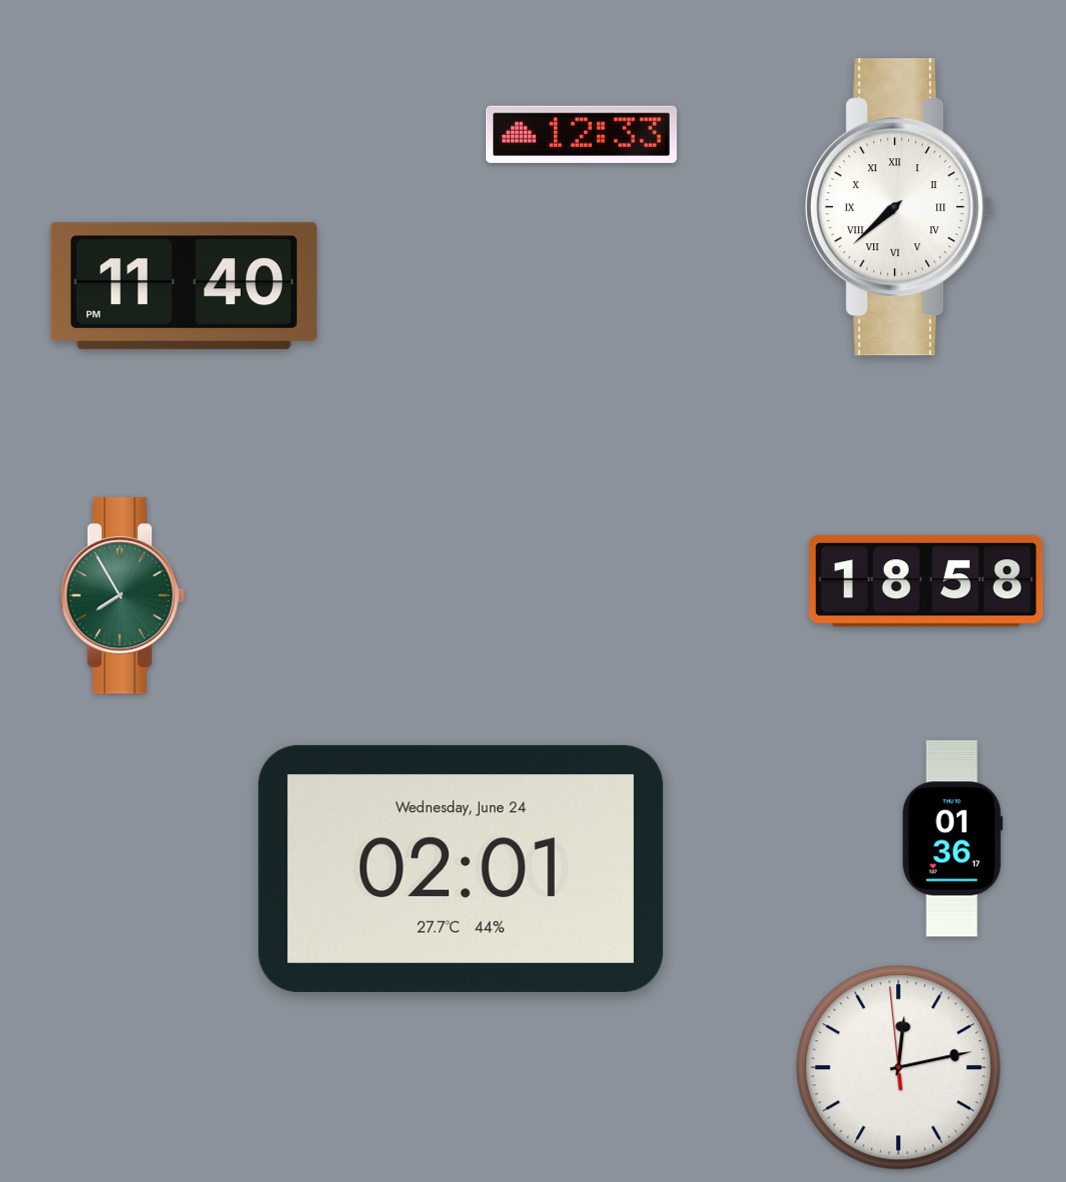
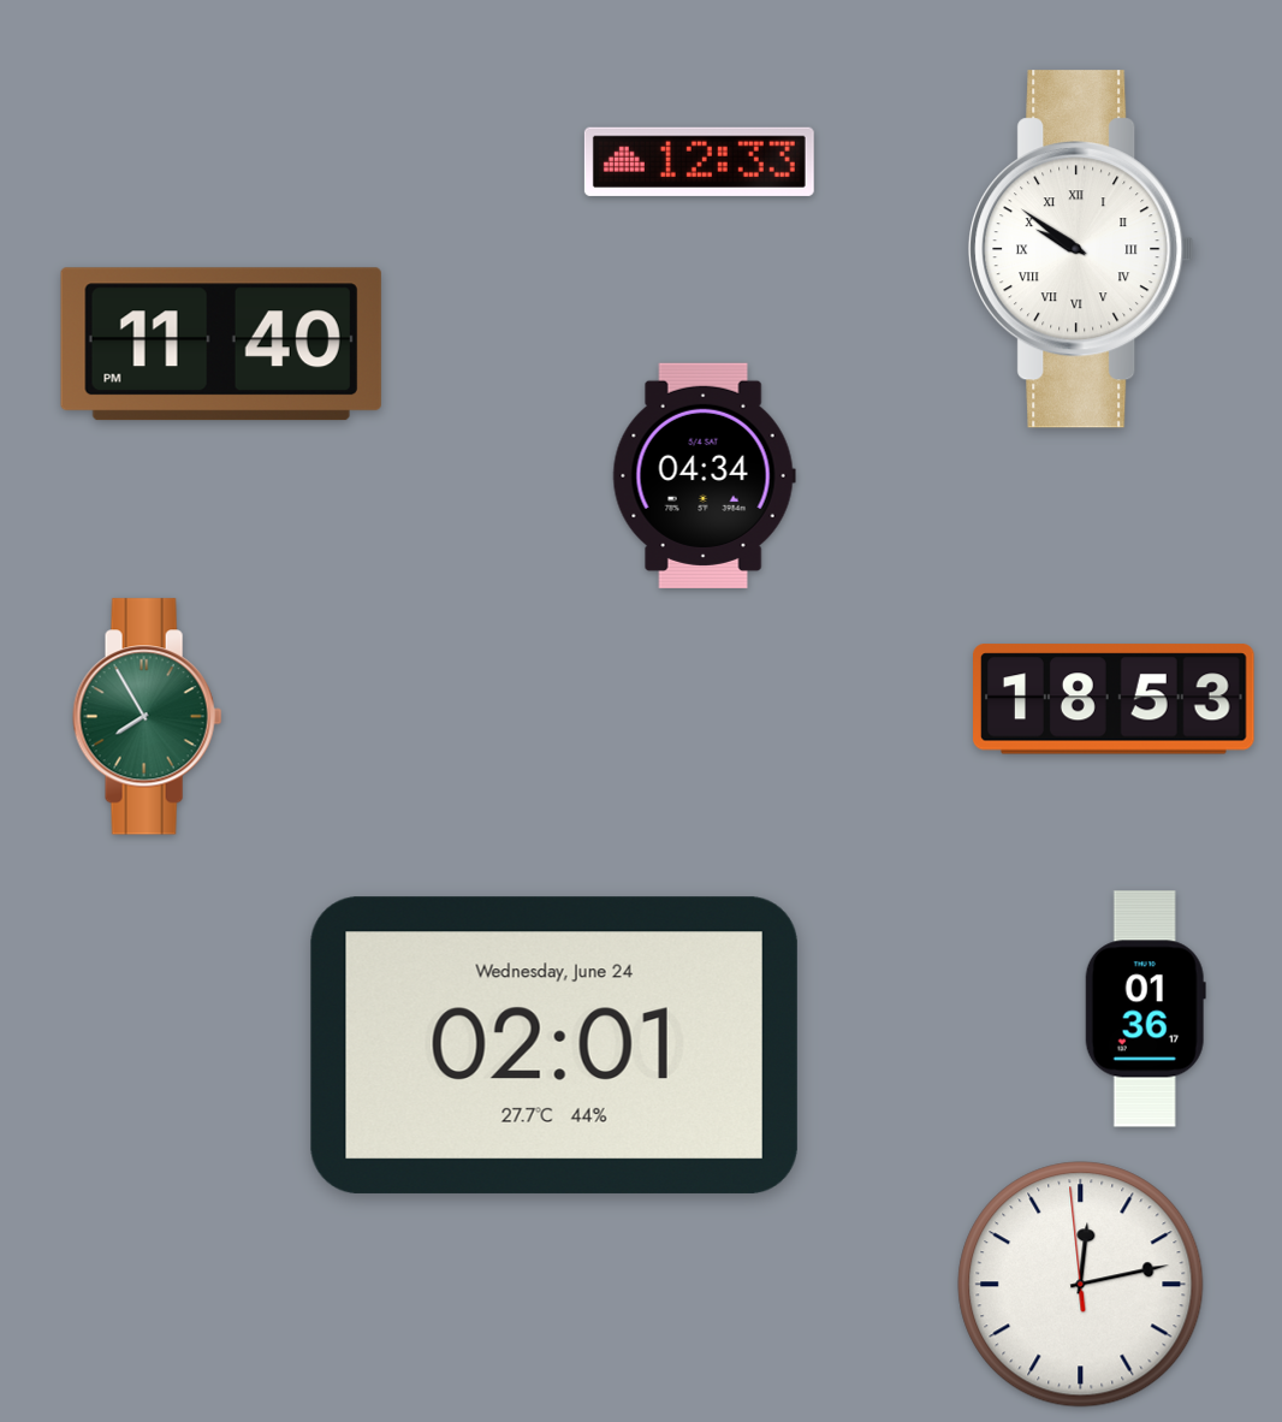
clock at (899, 207): 7:38 -> 9:51
clock at (704, 475): none -> 04:34
clock at (927, 581): 18:58 -> 18:53
